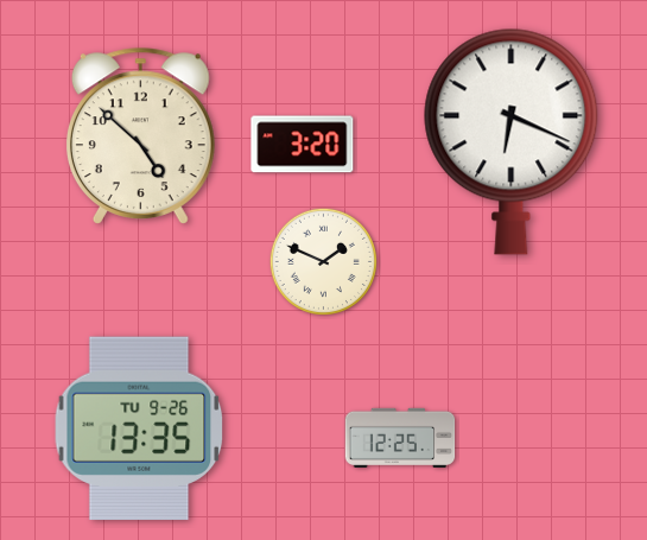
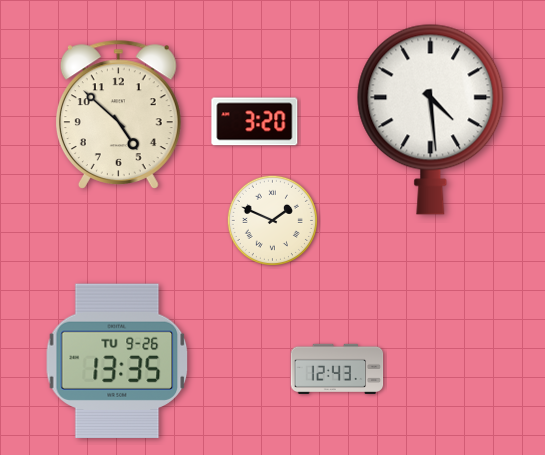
clock at (512, 141): 6:19 -> 4:29
clock at (400, 438): 12:25 -> 12:43
